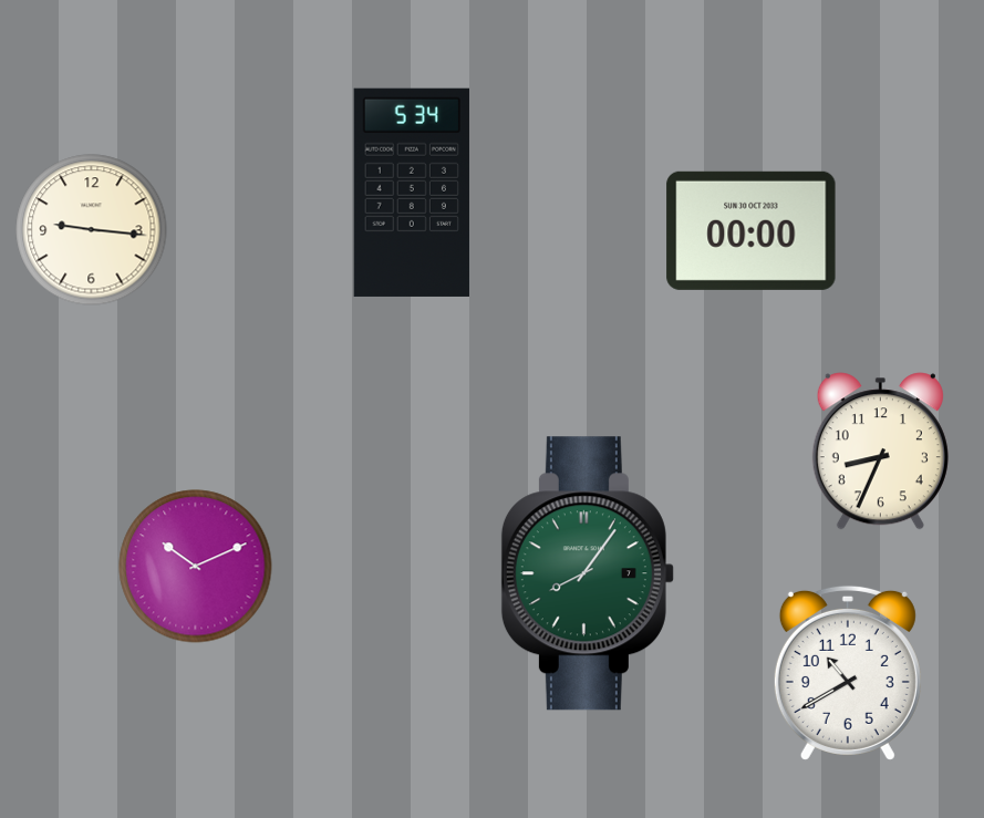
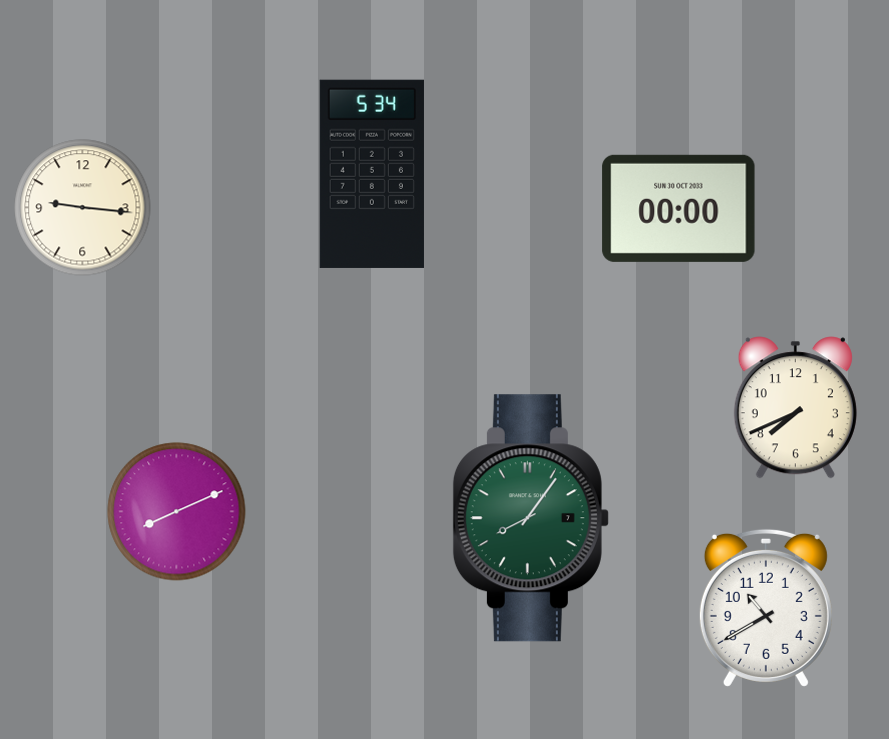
clock at (880, 452): 8:34 -> 7:41
clock at (196, 567): 10:11 -> 8:11
